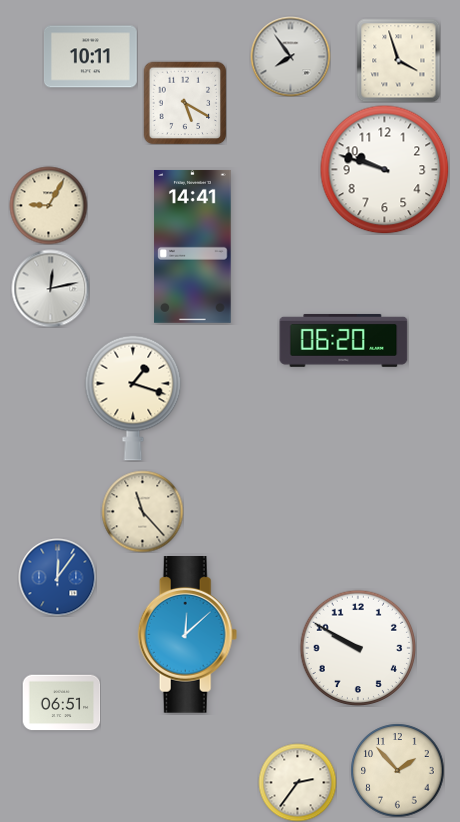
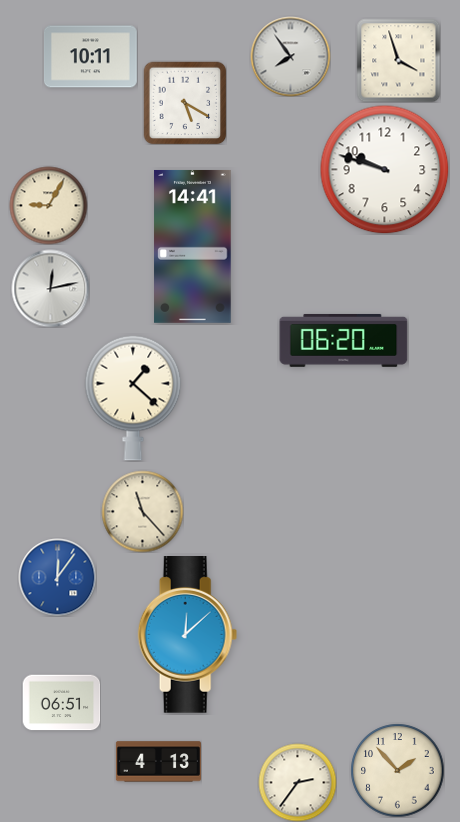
clock at (133, 398): 1:18 -> 1:22
clock at (357, 647): 9:50 -> none
clock at (158, 762): none -> 4:13
